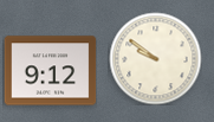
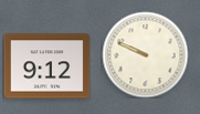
clock at (155, 58): 9:51 -> 9:49
